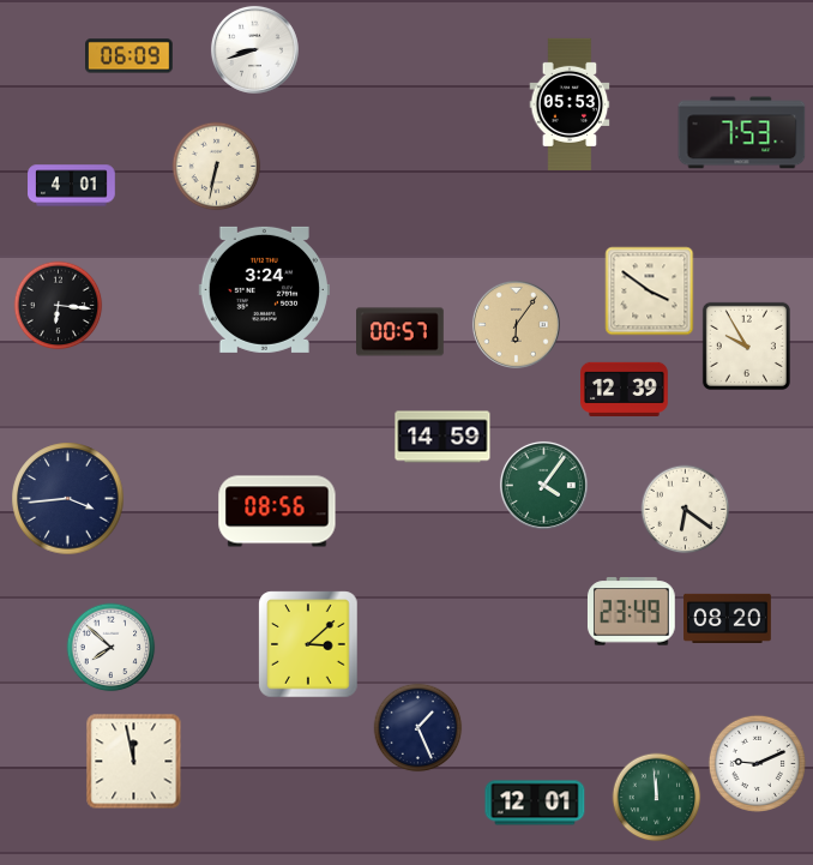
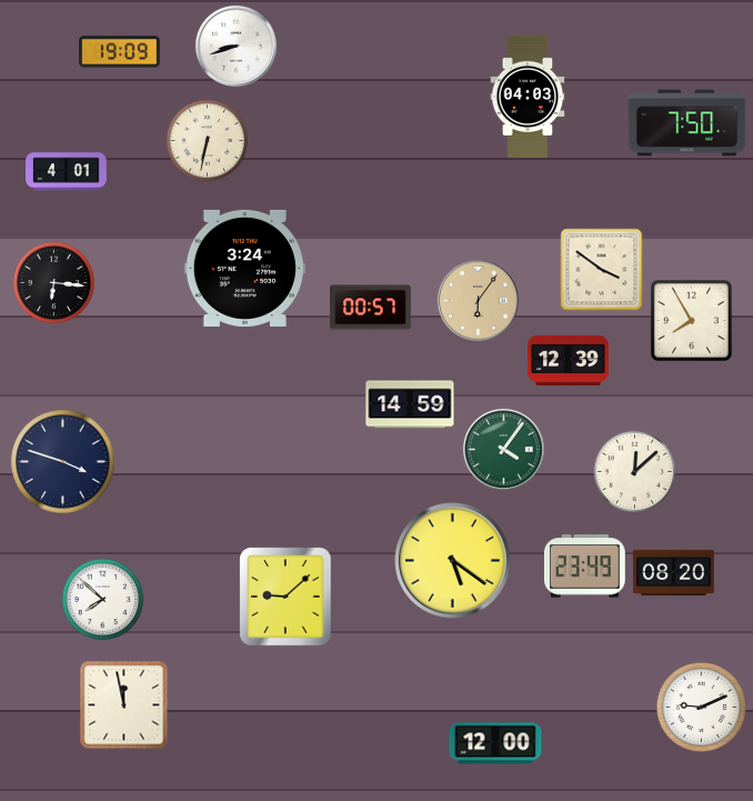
clock at (130, 56): 06:09 -> 19:09
clock at (570, 104): 05:53 -> 04:03
clock at (742, 133): 7:53 -> 7:50
clock at (217, 167) position: (217, 167) -> (208, 141)
clock at (746, 346): 9:55 -> 7:55
clock at (625, 389) position: (625, 389) -> (569, 360)
clock at (68, 499): 3:44 -> 3:48
clock at (686, 510): 6:21 -> 12:08
clock at (277, 511): 08:56 -> none
clock at (453, 561): none -> 5:21
clock at (308, 644): 3:08 -> 9:08
clock at (418, 728): 1:26 -> none
clock at (657, 798): 11:59 -> none
clock at (535, 803): 12:01 -> 12:00
